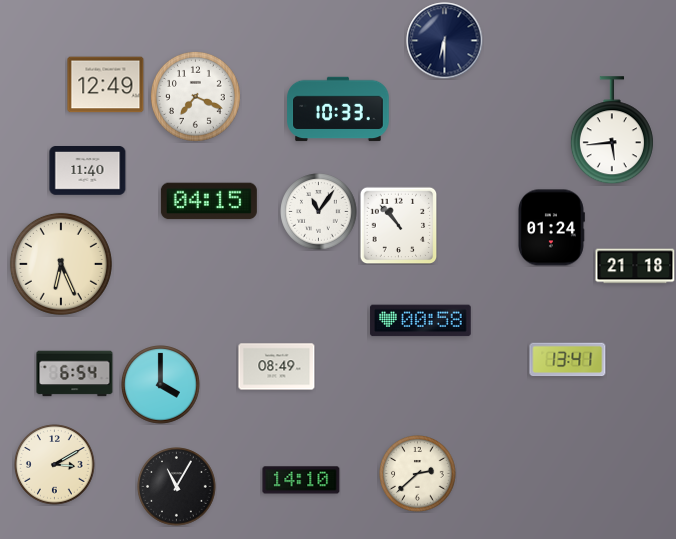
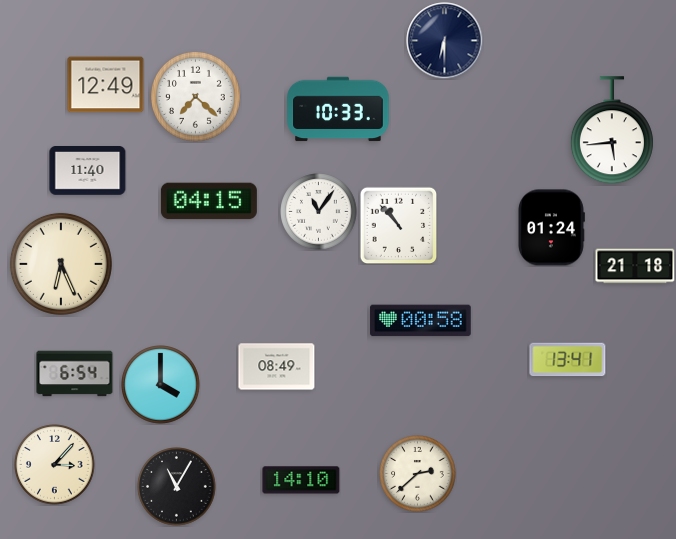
clock at (195, 96): 7:19 -> 7:22
clock at (55, 465): 3:10 -> 3:07
